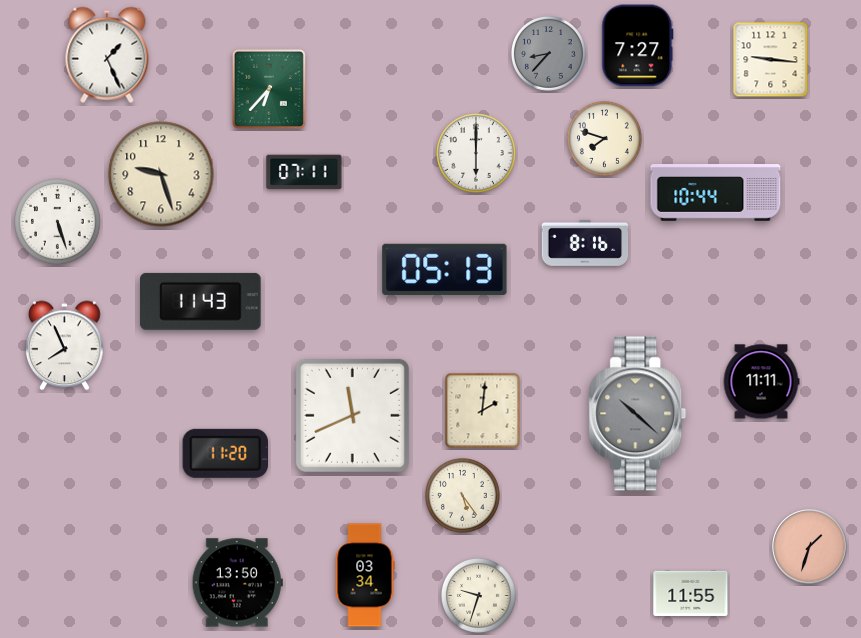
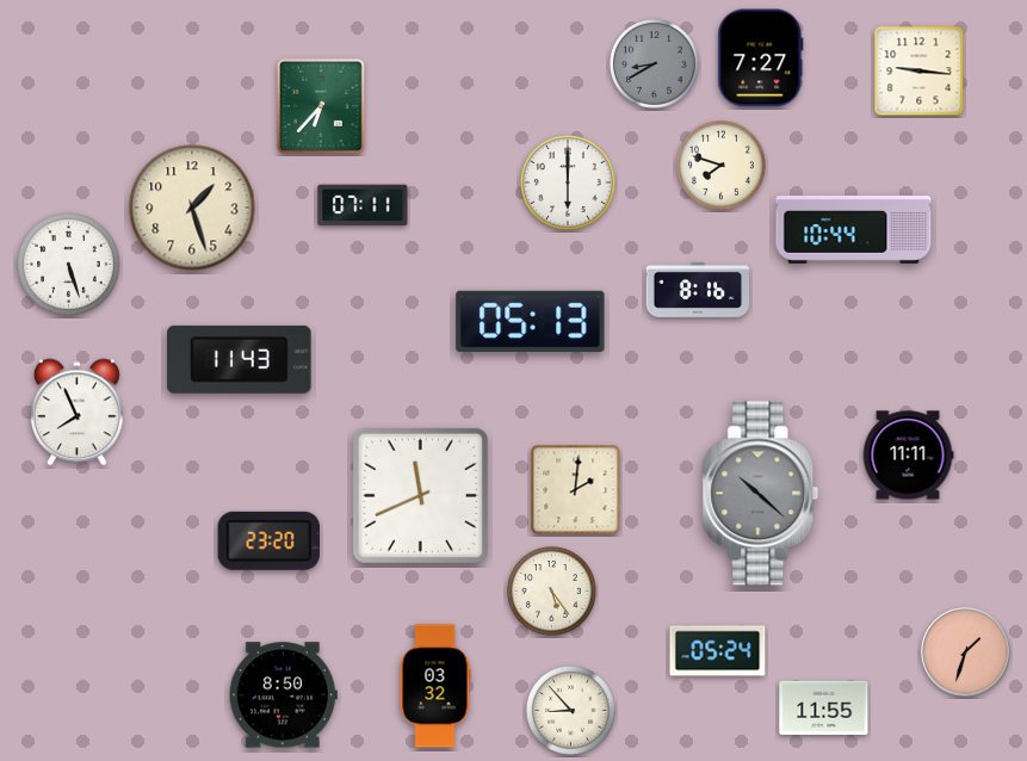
clock at (638, 46) position: (638, 46) -> (761, 58)
clock at (549, 54): 8:37 -> 8:40
clock at (107, 55): 1:26 -> none
clock at (161, 174): 9:27 -> 1:27
clock at (226, 453): 11:20 -> 23:20
clock at (718, 651): none -> 05:24
clock at (365, 575): 03:34 -> 03:32
clock at (237, 583): 13:50 -> 8:50
clock at (479, 596): 9:33 -> 8:53
